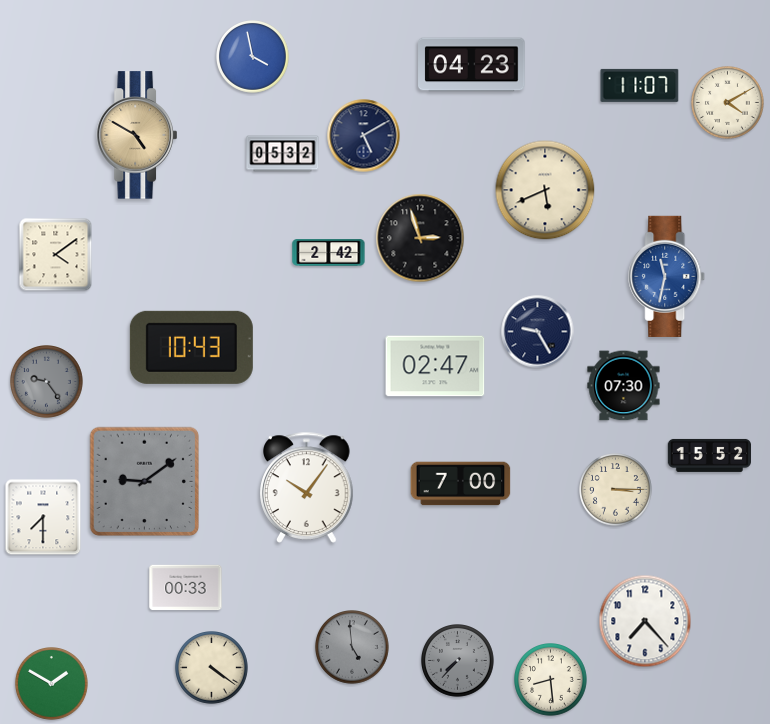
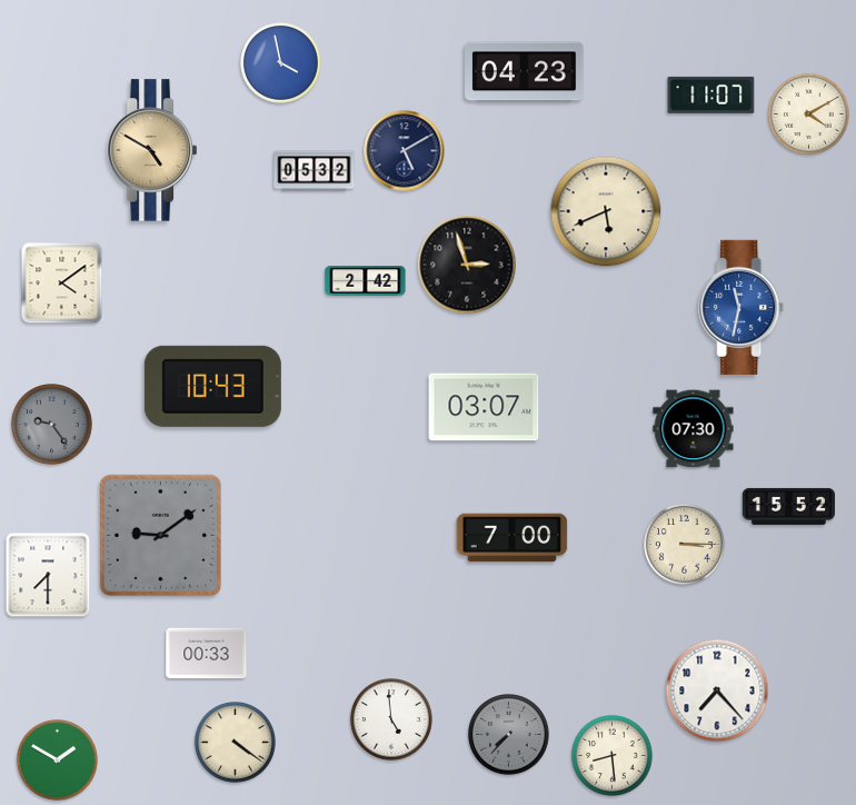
clock at (538, 332): 9:25 -> none
clock at (435, 366): 02:47 -> 03:07
clock at (307, 487): 10:06 -> none
clock at (352, 647) dial: grey -> white
